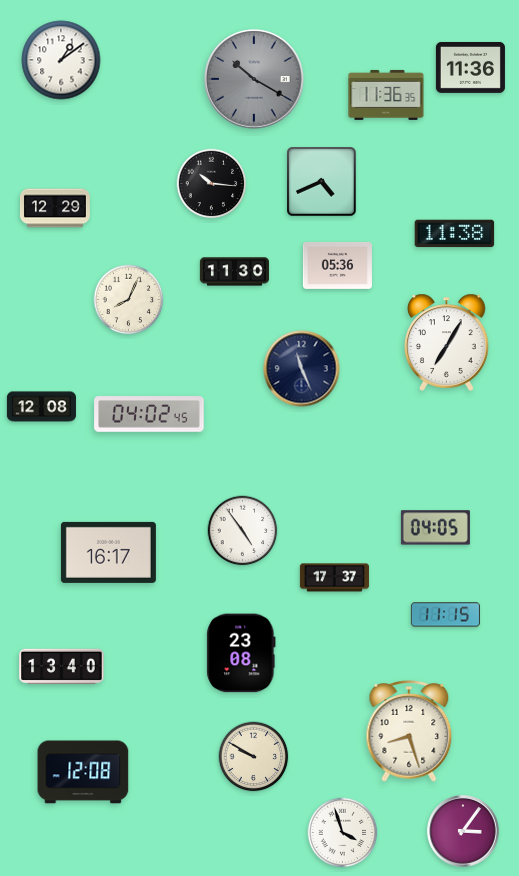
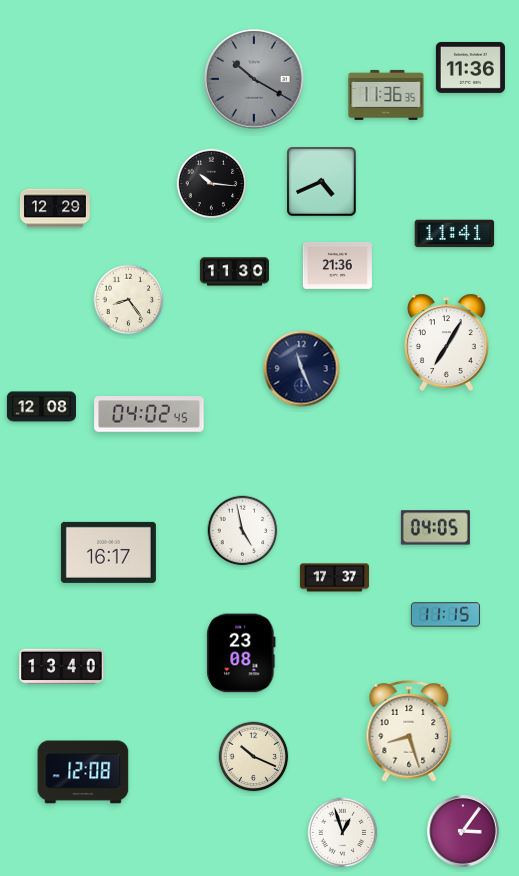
clock at (61, 60): 1:09 -> none
clock at (455, 234): 11:38 -> 11:41
clock at (337, 265): 05:36 -> 21:36
clock at (129, 300): 8:04 -> 8:24
clock at (243, 531): 4:54 -> 4:58
clock at (254, 757): 9:50 -> 10:19
clock at (343, 833): 3:57 -> 12:57
